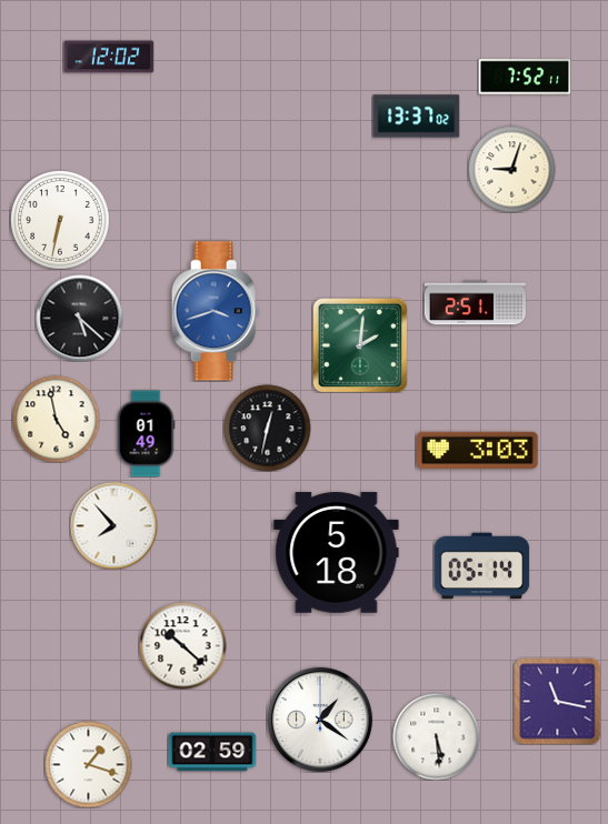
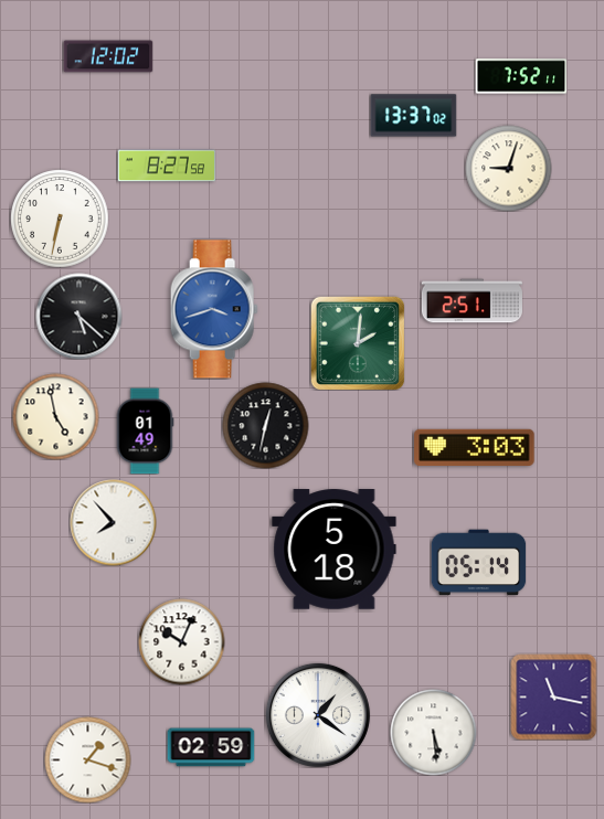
clock at (167, 166): none -> 8:27
clock at (182, 645): 10:22 -> 10:04
